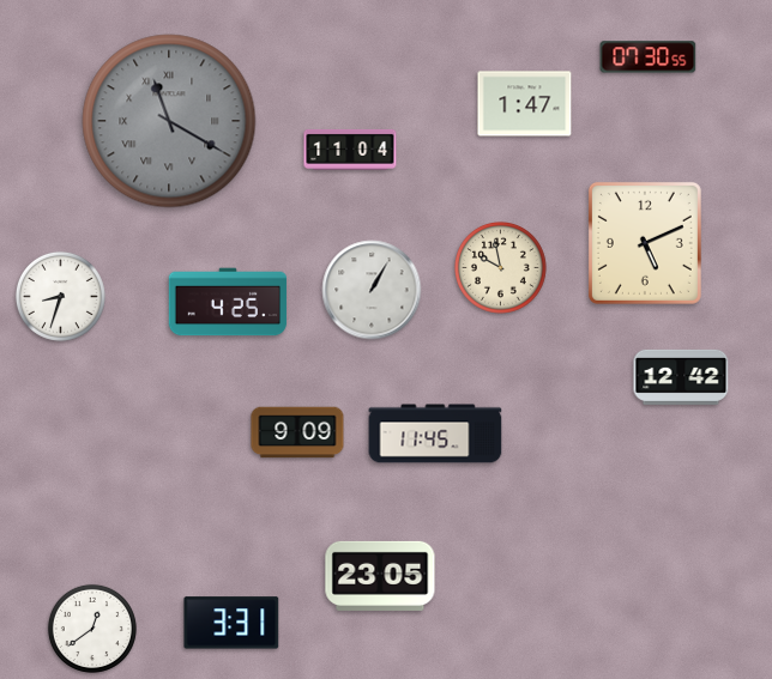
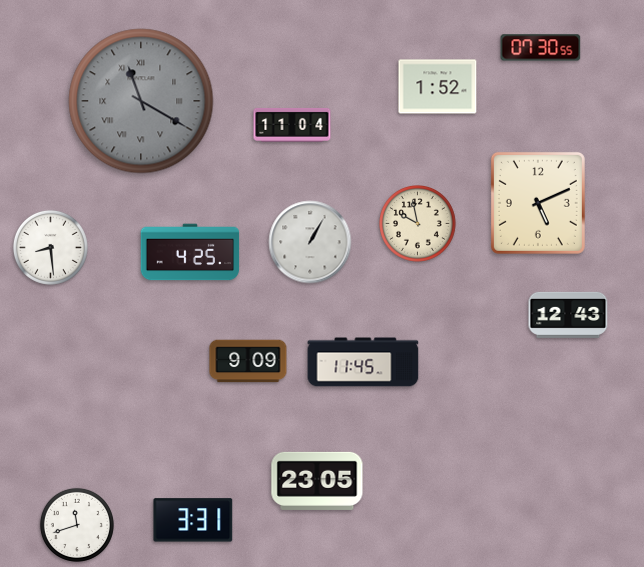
clock at (525, 104): 1:47 -> 1:52
clock at (60, 296): 8:33 -> 8:29
clock at (681, 377): 12:42 -> 12:43
clock at (92, 629): 12:39 -> 11:42
